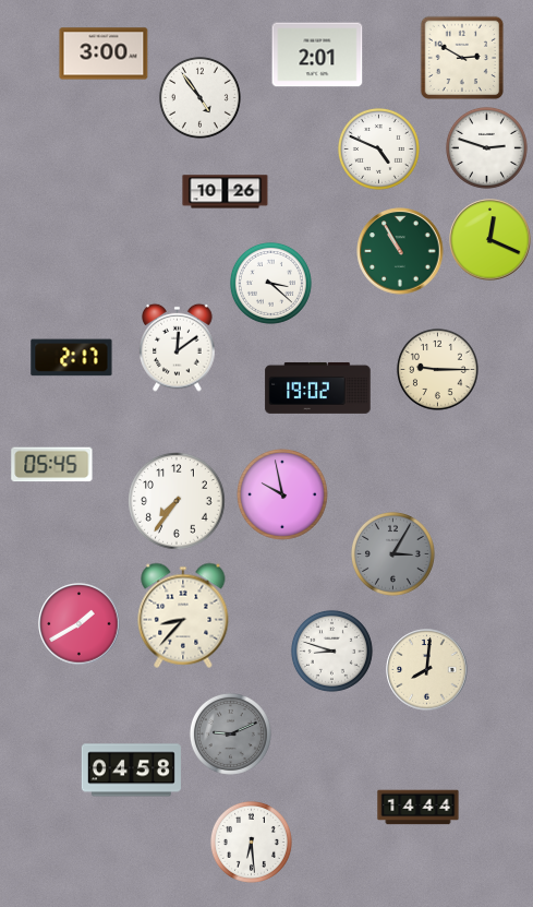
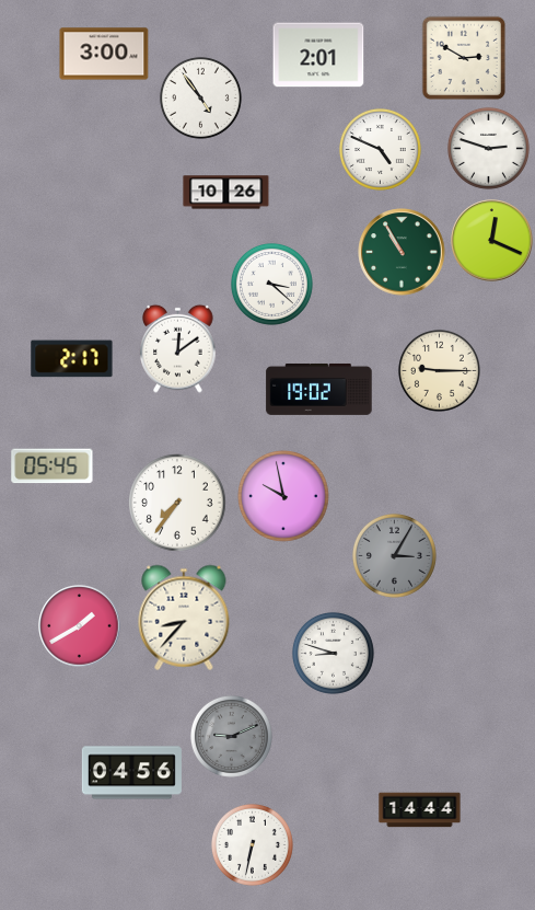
clock at (427, 670): 8:01 -> none
clock at (131, 771): 04:58 -> 04:56
clock at (251, 842): 6:29 -> 6:32
